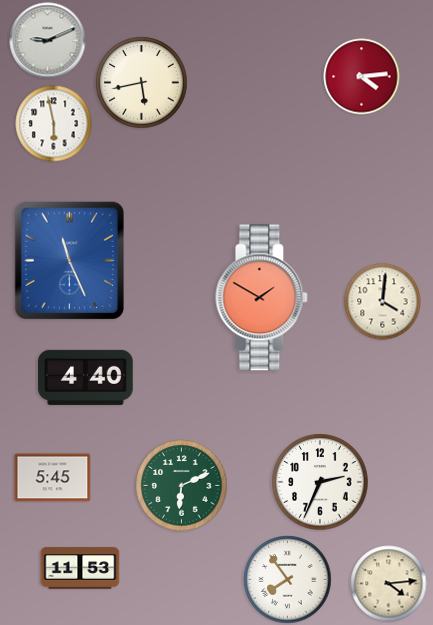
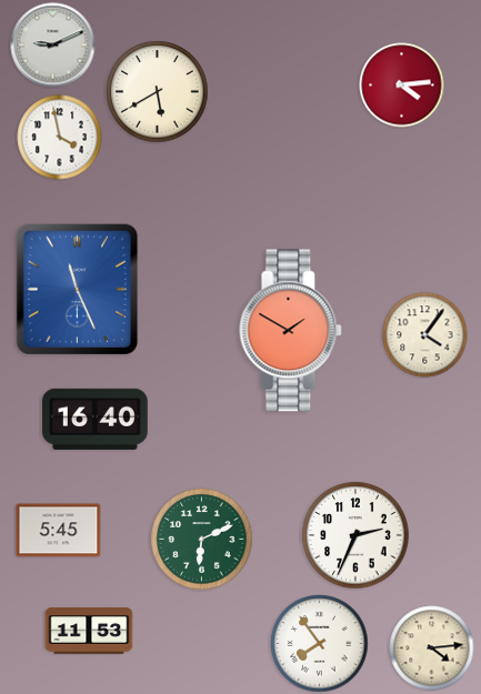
clock at (142, 83): 5:43 -> 5:40
clock at (54, 124): 5:58 -> 3:58
clock at (383, 302): 4:01 -> 4:06
clock at (86, 377): 4:40 -> 16:40
